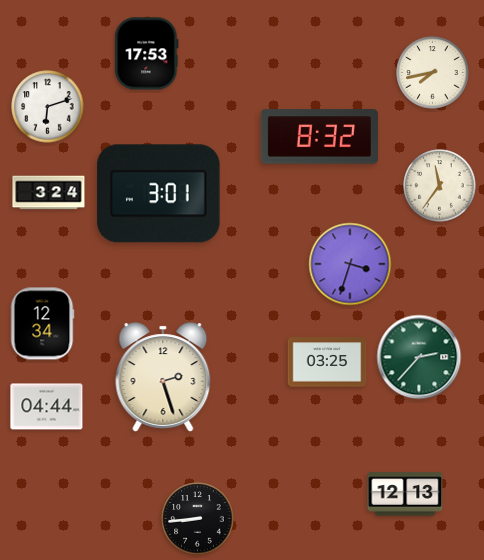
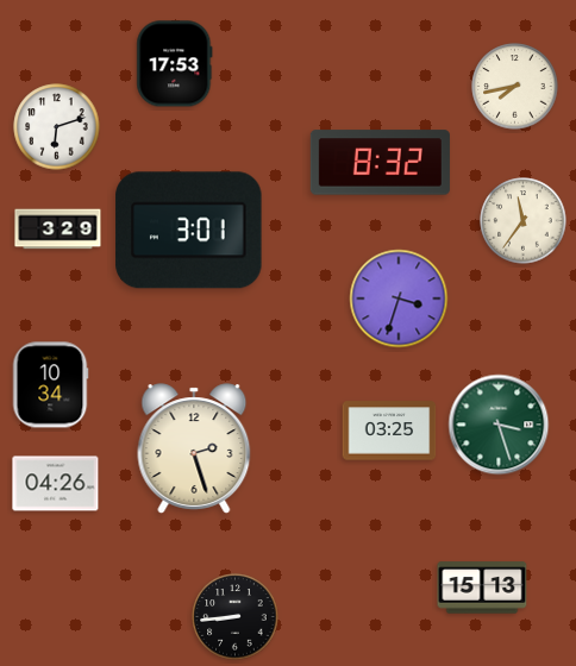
clock at (49, 193): 3:24 -> 3:29
clock at (350, 264) position: (350, 264) -> (399, 299)
clock at (42, 324): 12:34 -> 10:34
clock at (419, 357): 2:37 -> 3:27
clock at (47, 407): 04:44 -> 04:26
clock at (405, 494): 12:13 -> 15:13
